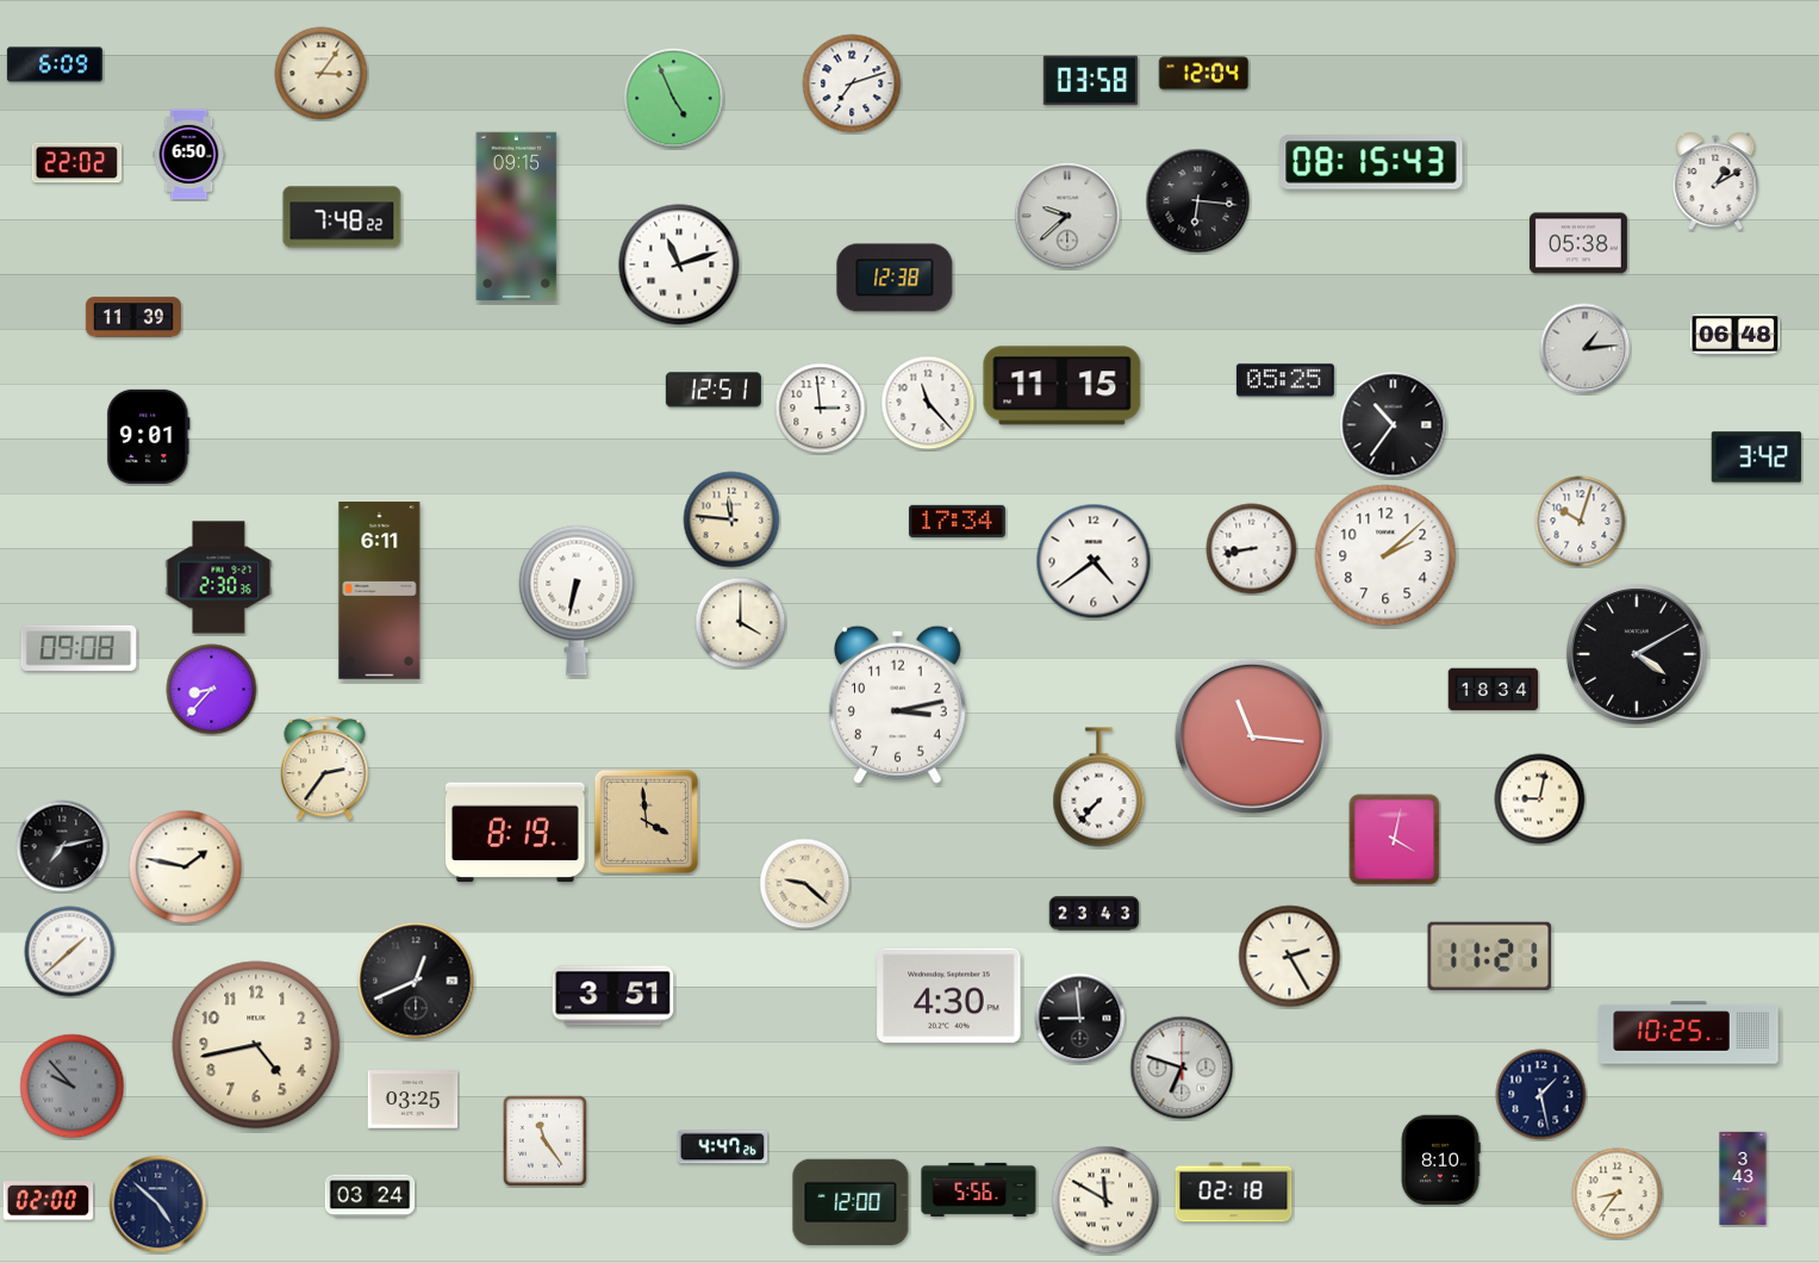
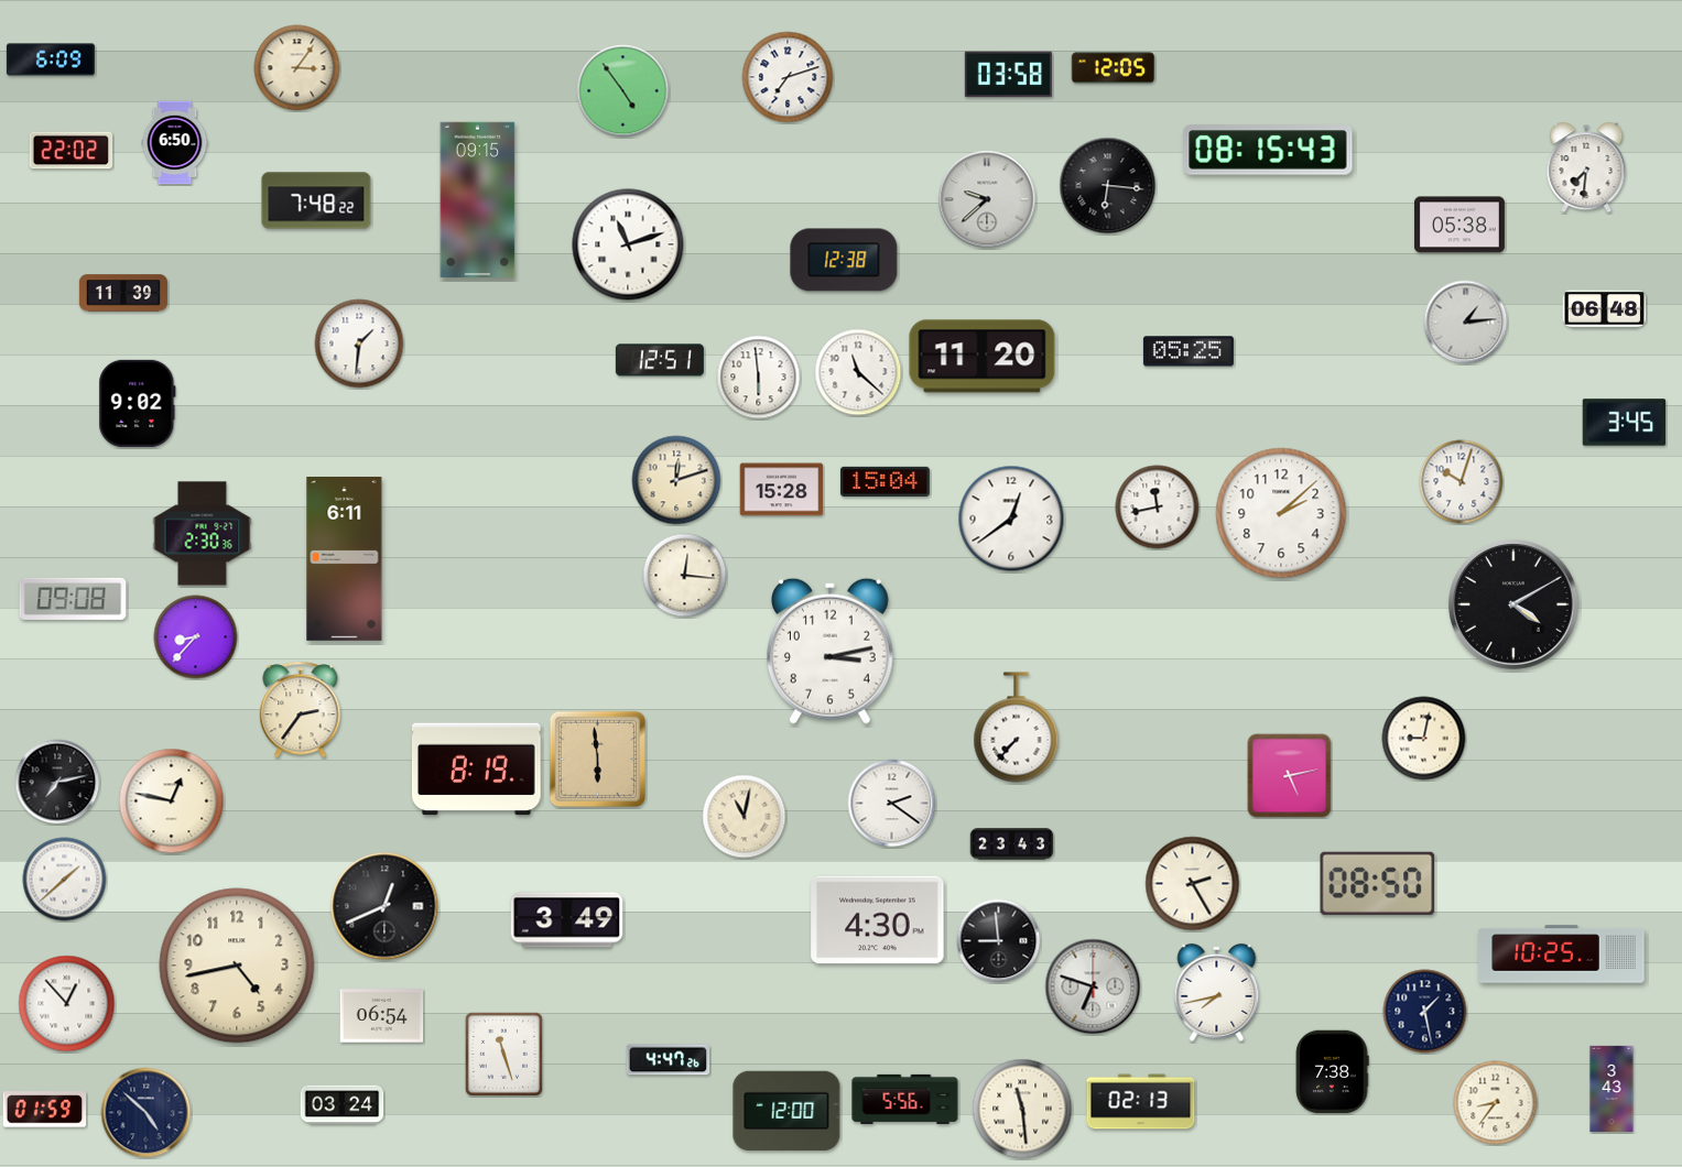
clock at (1204, 74): 12:04 -> 12:05
clock at (674, 99): 4:56 -> 4:54
clock at (1715, 181): 1:10 -> 7:31
clock at (895, 278) position: (895, 278) -> (844, 260)
clock at (359, 343): none -> 1:31
clock at (1063, 386): 11:15 -> 11:20
clock at (928, 403): 11:23 -> 11:22
clock at (821, 409): 2:59 -> 5:59
clock at (1394, 425): 10:36 -> none
clock at (149, 436): 9:01 -> 9:02
clock at (1757, 458): 3:42 -> 3:45
clock at (731, 519): 11:46 -> 12:12
clock at (957, 521): 17:34 -> 15:04
clock at (782, 490): none -> 15:28
clock at (1252, 549): 8:43 -> 11:43
clock at (1094, 561): 4:39 -> 12:39
clock at (380, 591) position: (380, 591) -> (345, 559)
clock at (577, 601): 6:32 -> none
clock at (741, 623): 4:00 -> 12:16
clock at (1494, 690): 18:34 -> none
clock at (1252, 736): 11:16 -> none
clock at (646, 821): 3:59 -> 5:59
clock at (1395, 840): 4:02 -> 5:13
clock at (186, 867): 1:47 -> 12:47
clock at (892, 804): none -> 2:21
clock at (805, 884): 9:22 -> 11:02
clock at (1490, 956): 11:21 -> 08:50
clock at (613, 996): 3:51 -> 3:49
clock at (1217, 992): none -> 7:43
clock at (73, 1087): 9:53 -> 12:53
clock at (73, 1087) dial: grey -> white
clock at (413, 1100): 03:25 -> 06:54
clock at (544, 1140): 11:24 -> 11:27
clock at (1440, 1161): 8:10 -> 7:38
clock at (1234, 1193): 02:18 -> 02:13
clock at (1105, 1200): 11:50 -> 11:29
clock at (49, 1201): 02:00 -> 01:59
